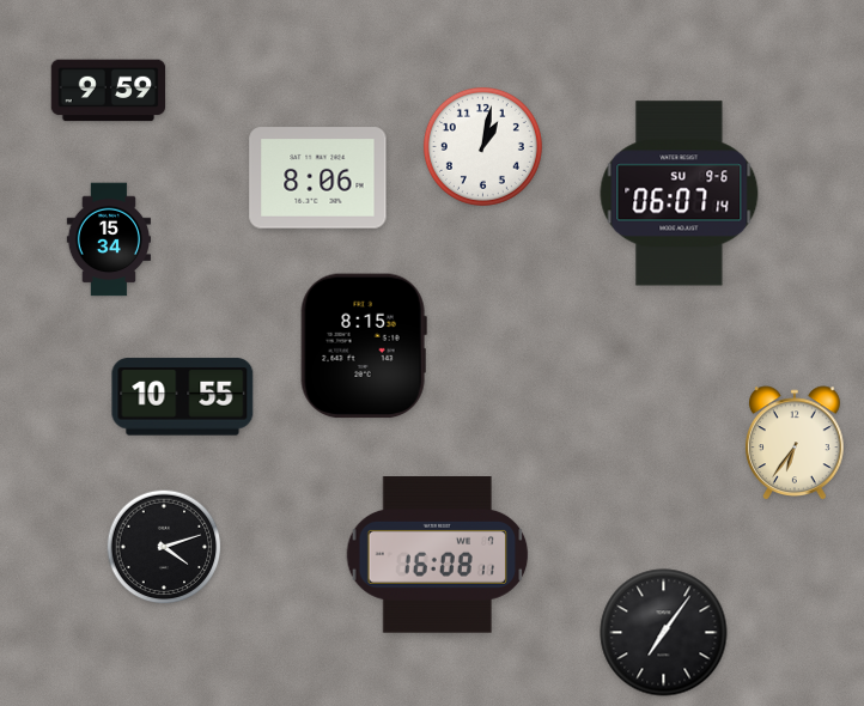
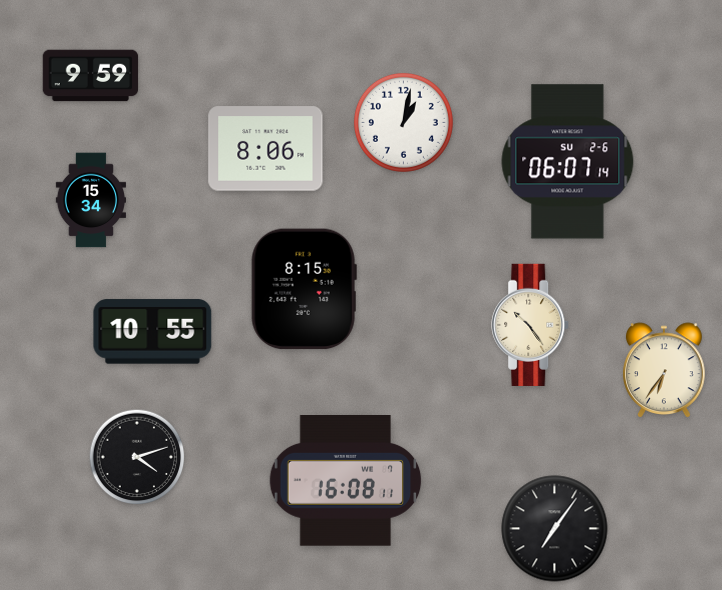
clock at (680, 194) date: SU 9-6 -> SU 2-6
clock at (531, 325): none -> 10:24
clock at (438, 555) position: (438, 555) -> (346, 481)
